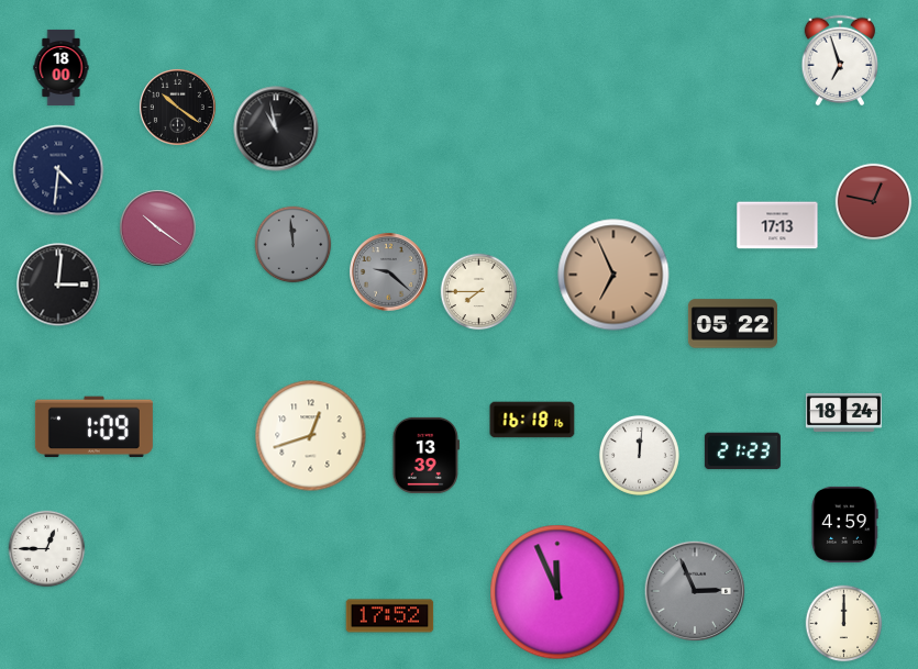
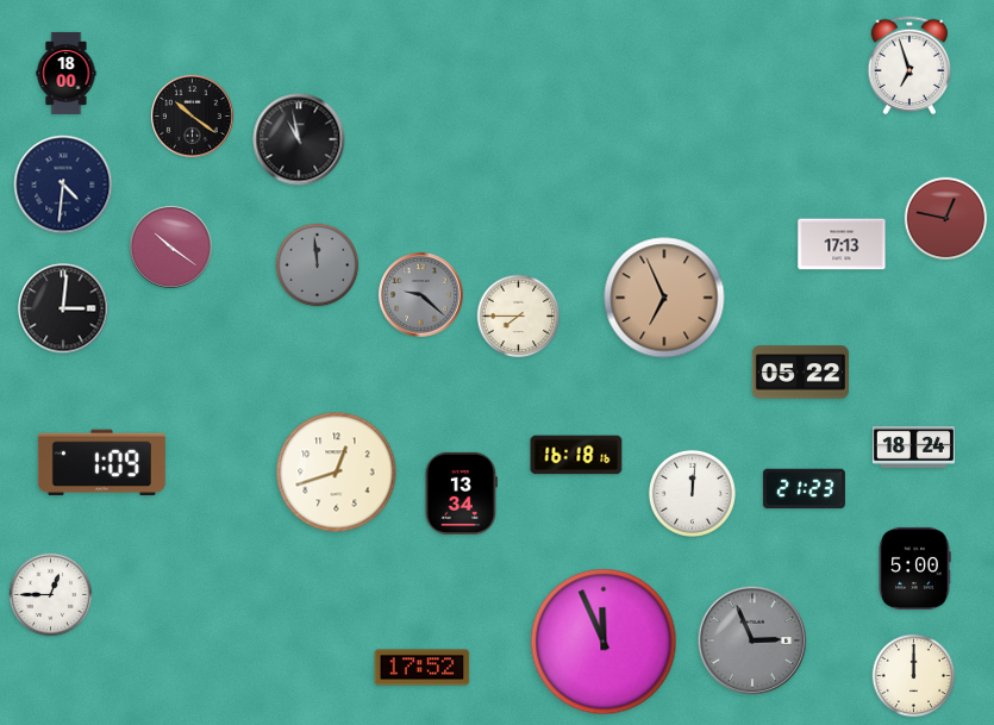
clock at (732, 324) position: (732, 324) -> (800, 373)
clock at (425, 455): 13:39 -> 13:34
clock at (844, 524): 4:59 -> 5:00
